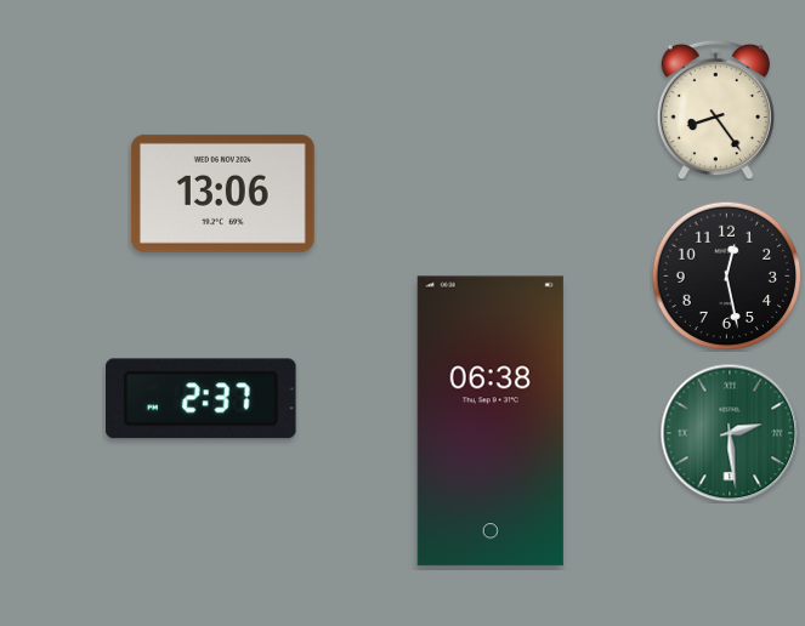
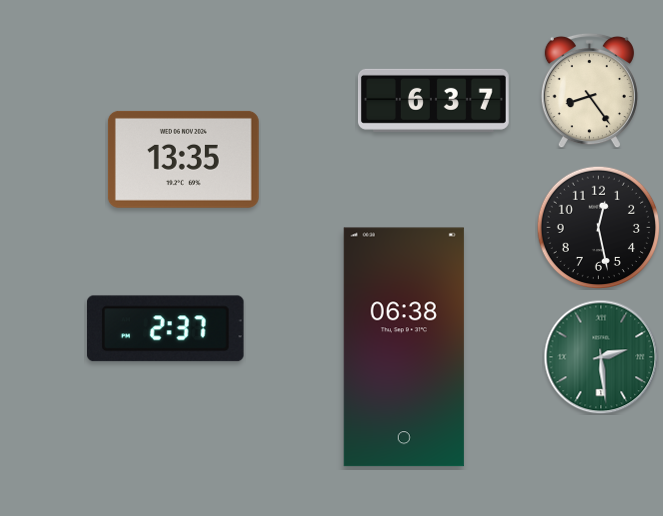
clock at (434, 100): none -> 6:37
clock at (222, 193): 13:06 -> 13:35
